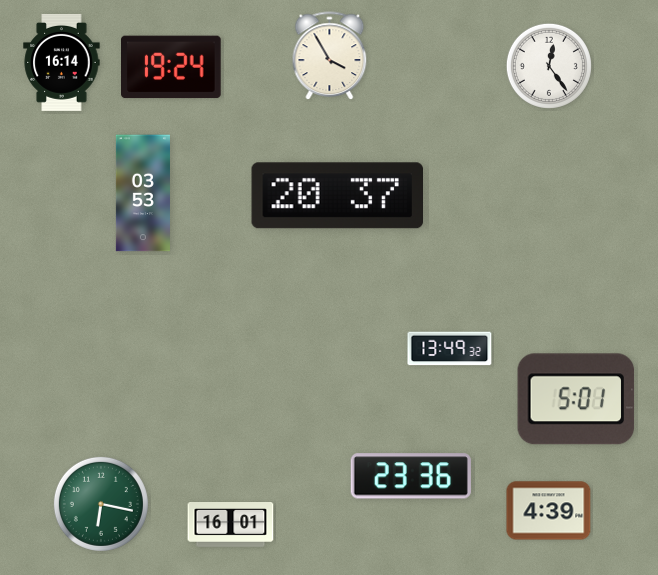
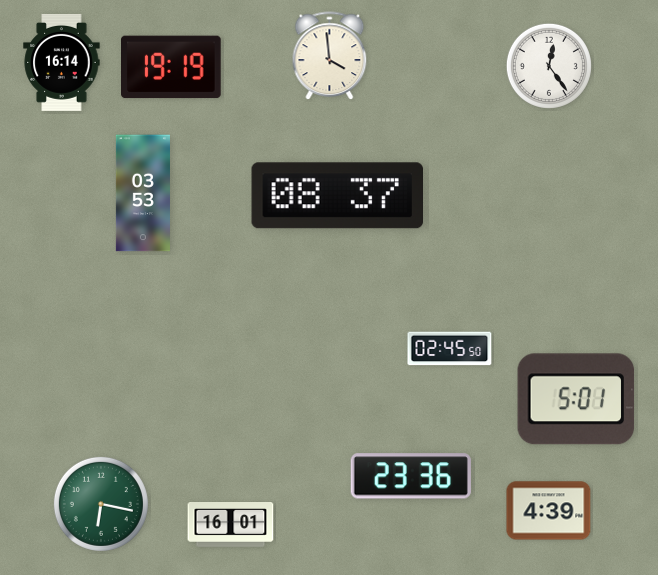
clock at (330, 56): 3:55 -> 3:59
clock at (172, 67): 19:24 -> 19:19
clock at (337, 196): 20:37 -> 08:37
clock at (450, 349): 13:49 -> 02:45
